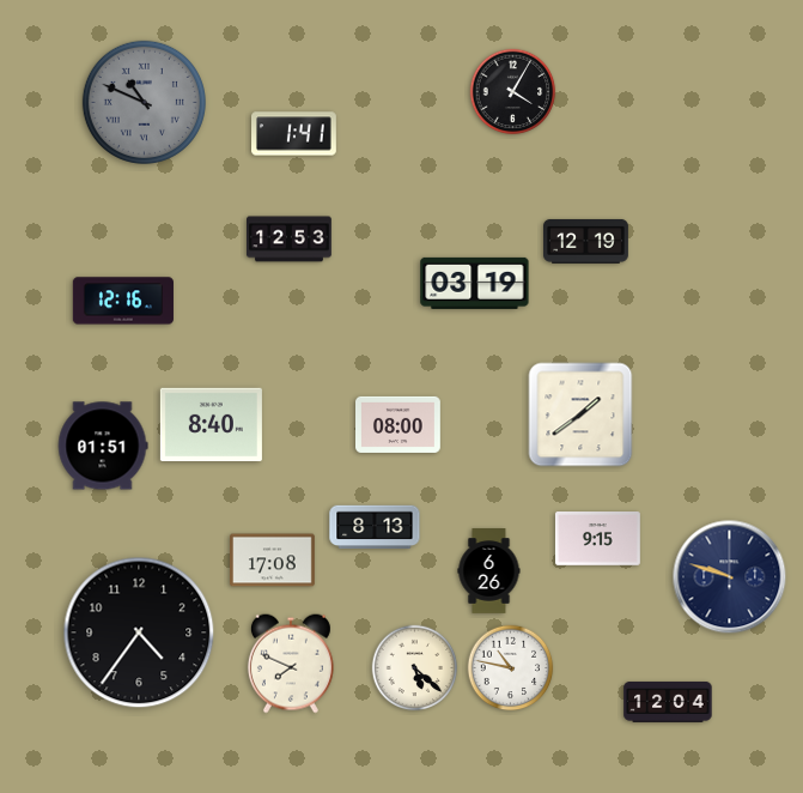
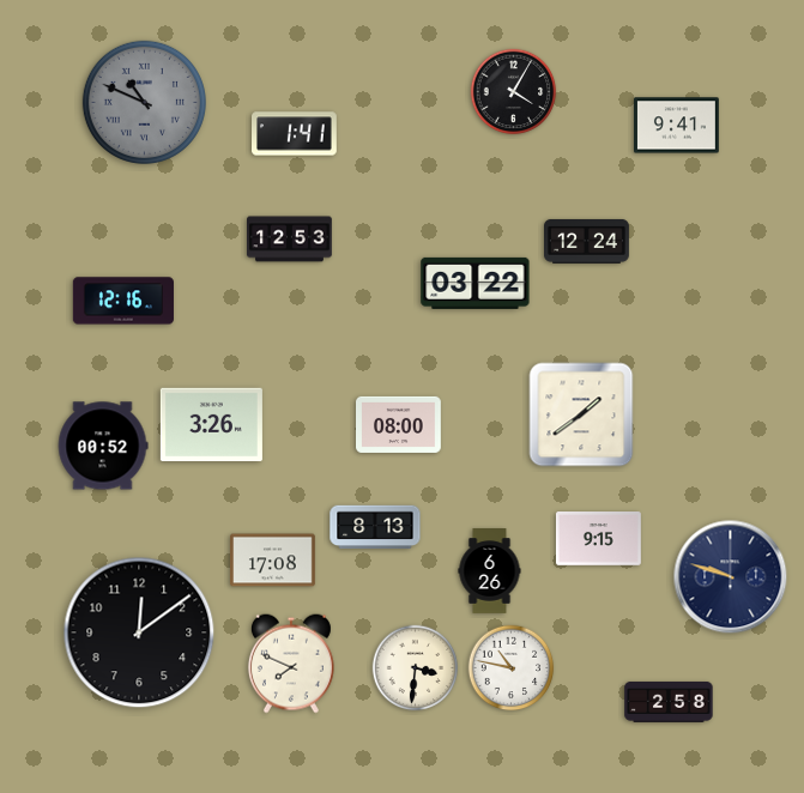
clock at (677, 126): none -> 9:41
clock at (586, 241): 12:19 -> 12:24
clock at (475, 283): 03:19 -> 03:22
clock at (211, 424): 8:40 -> 3:26
clock at (103, 446): 01:51 -> 00:52
clock at (139, 632): 4:36 -> 12:09
clock at (415, 668): 5:22 -> 3:31
clock at (668, 702): 12:04 -> 2:58
